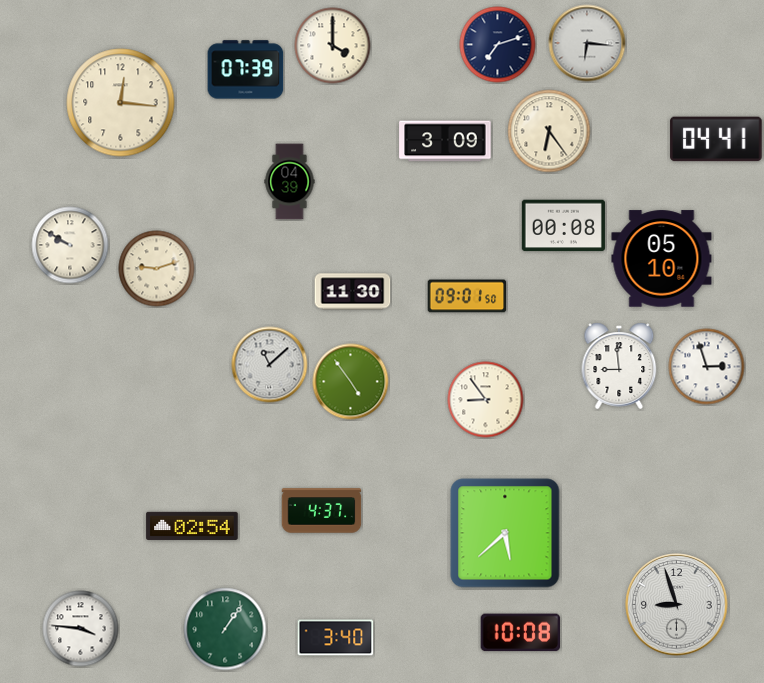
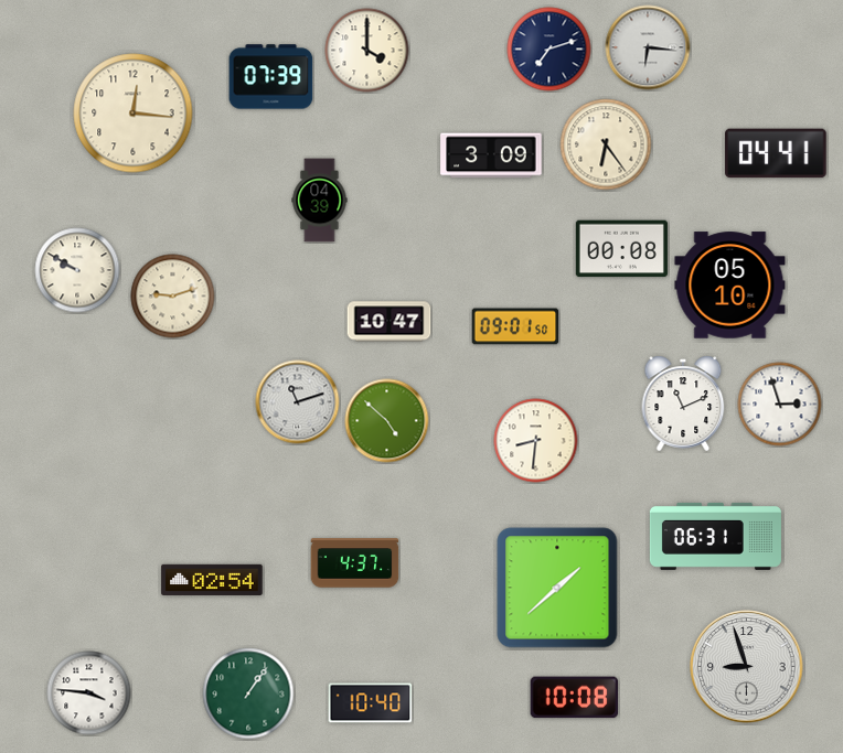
clock at (716, 139) position: (716, 139) -> (776, 153)
clock at (353, 292): 11:30 -> 10:47
clock at (270, 365): 11:08 -> 11:12
clock at (619, 366): 8:59 -> 11:11
clock at (351, 382): 4:54 -> 4:52
clock at (486, 400): 8:54 -> 8:31
clock at (715, 536): none -> 06:31
clock at (505, 533): 5:38 -> 1:38
clock at (336, 638): 3:40 -> 10:40
